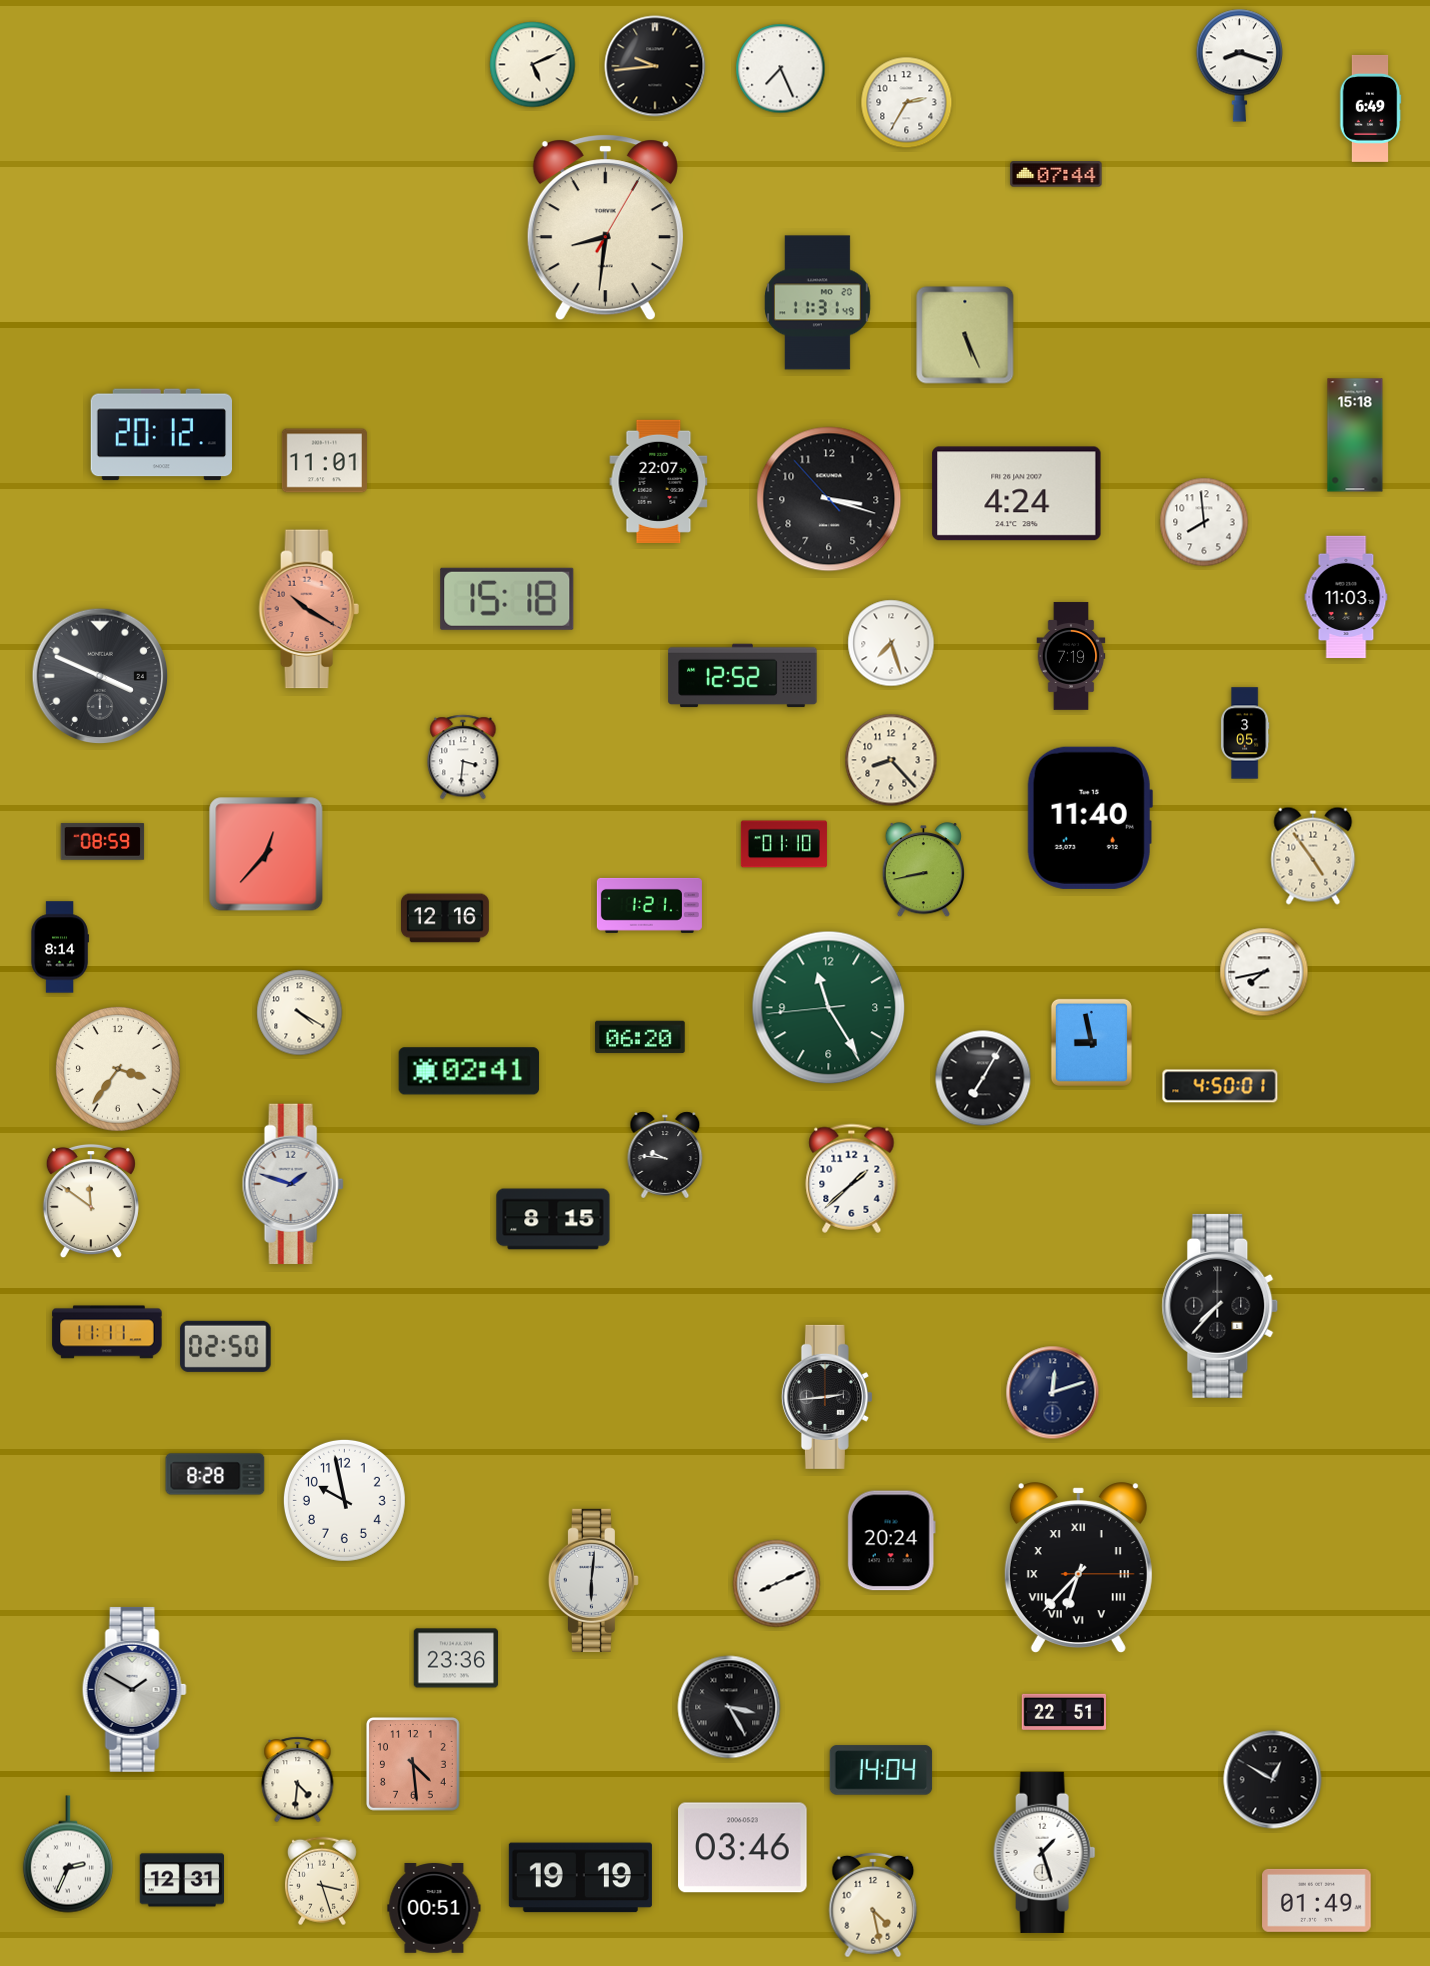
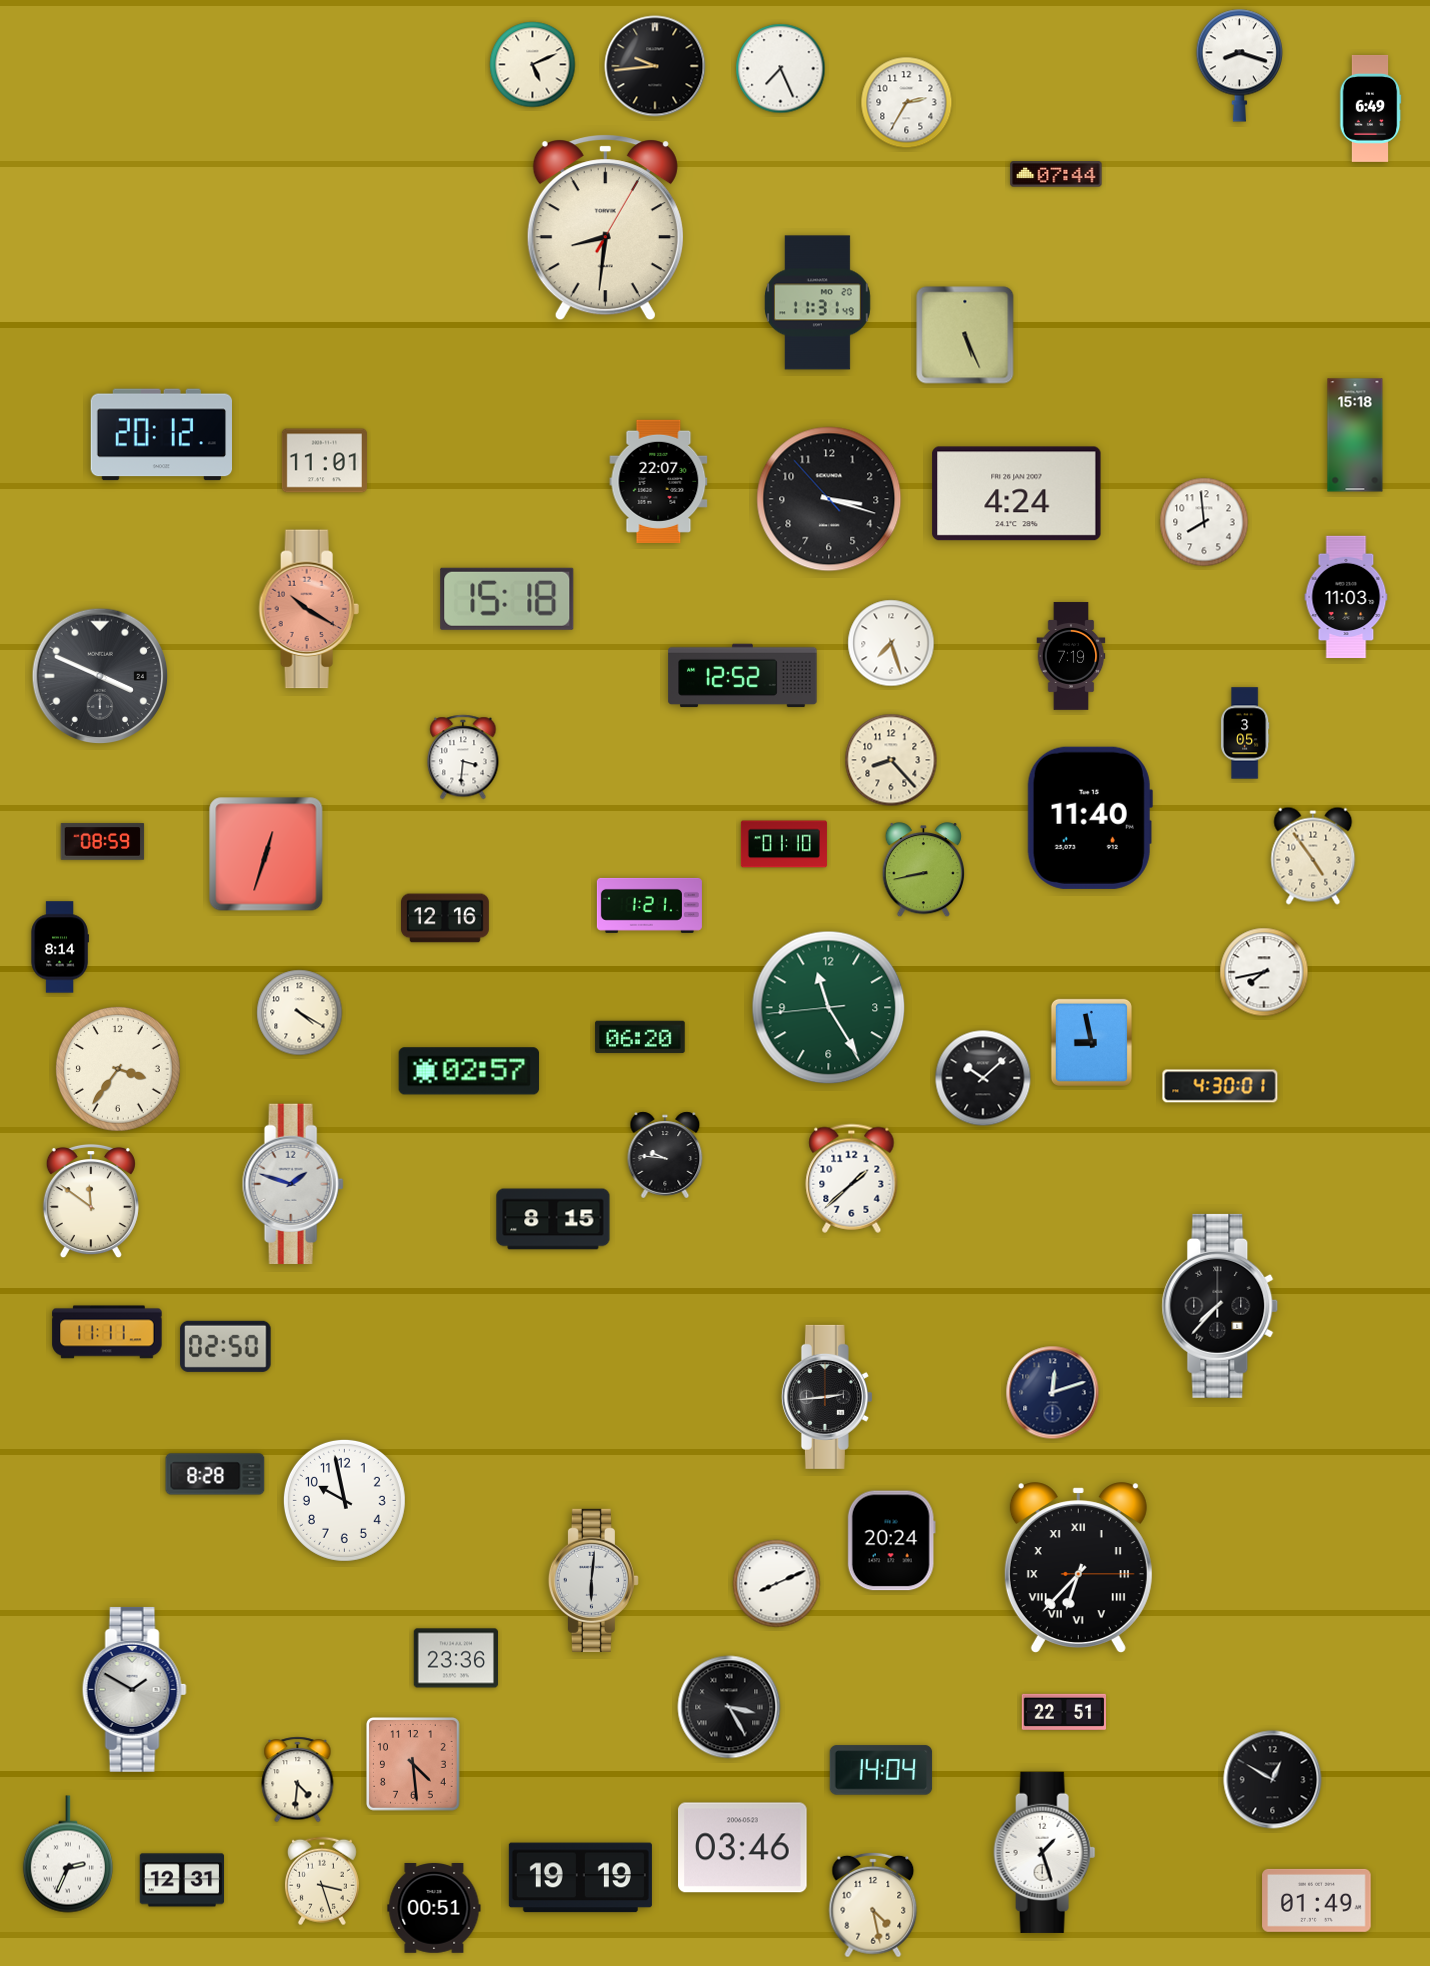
clock at (266, 854): 12:37 -> 12:33
clock at (469, 1071): 02:41 -> 02:57
clock at (983, 1078): 7:05 -> 10:08
clock at (1220, 1086): 4:50 -> 4:30
